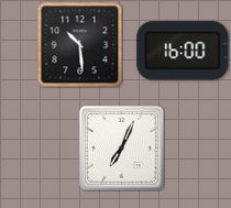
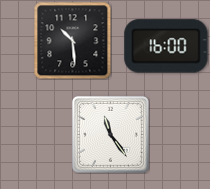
clock at (121, 147): 7:04 -> 11:24
